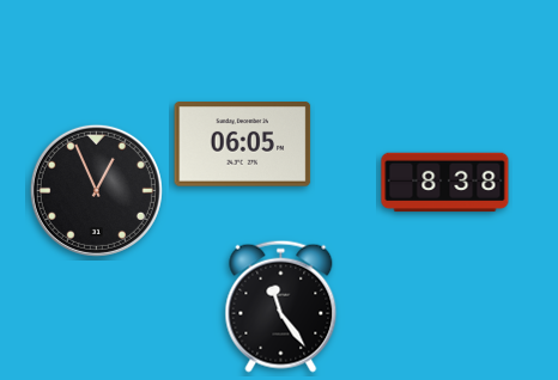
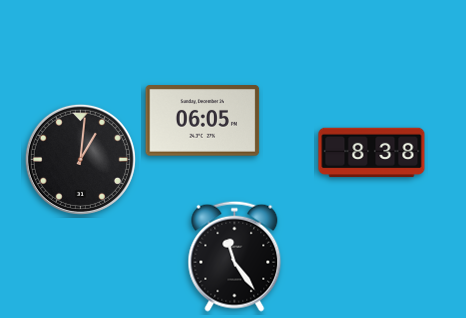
clock at (96, 190): 12:56 -> 1:01
